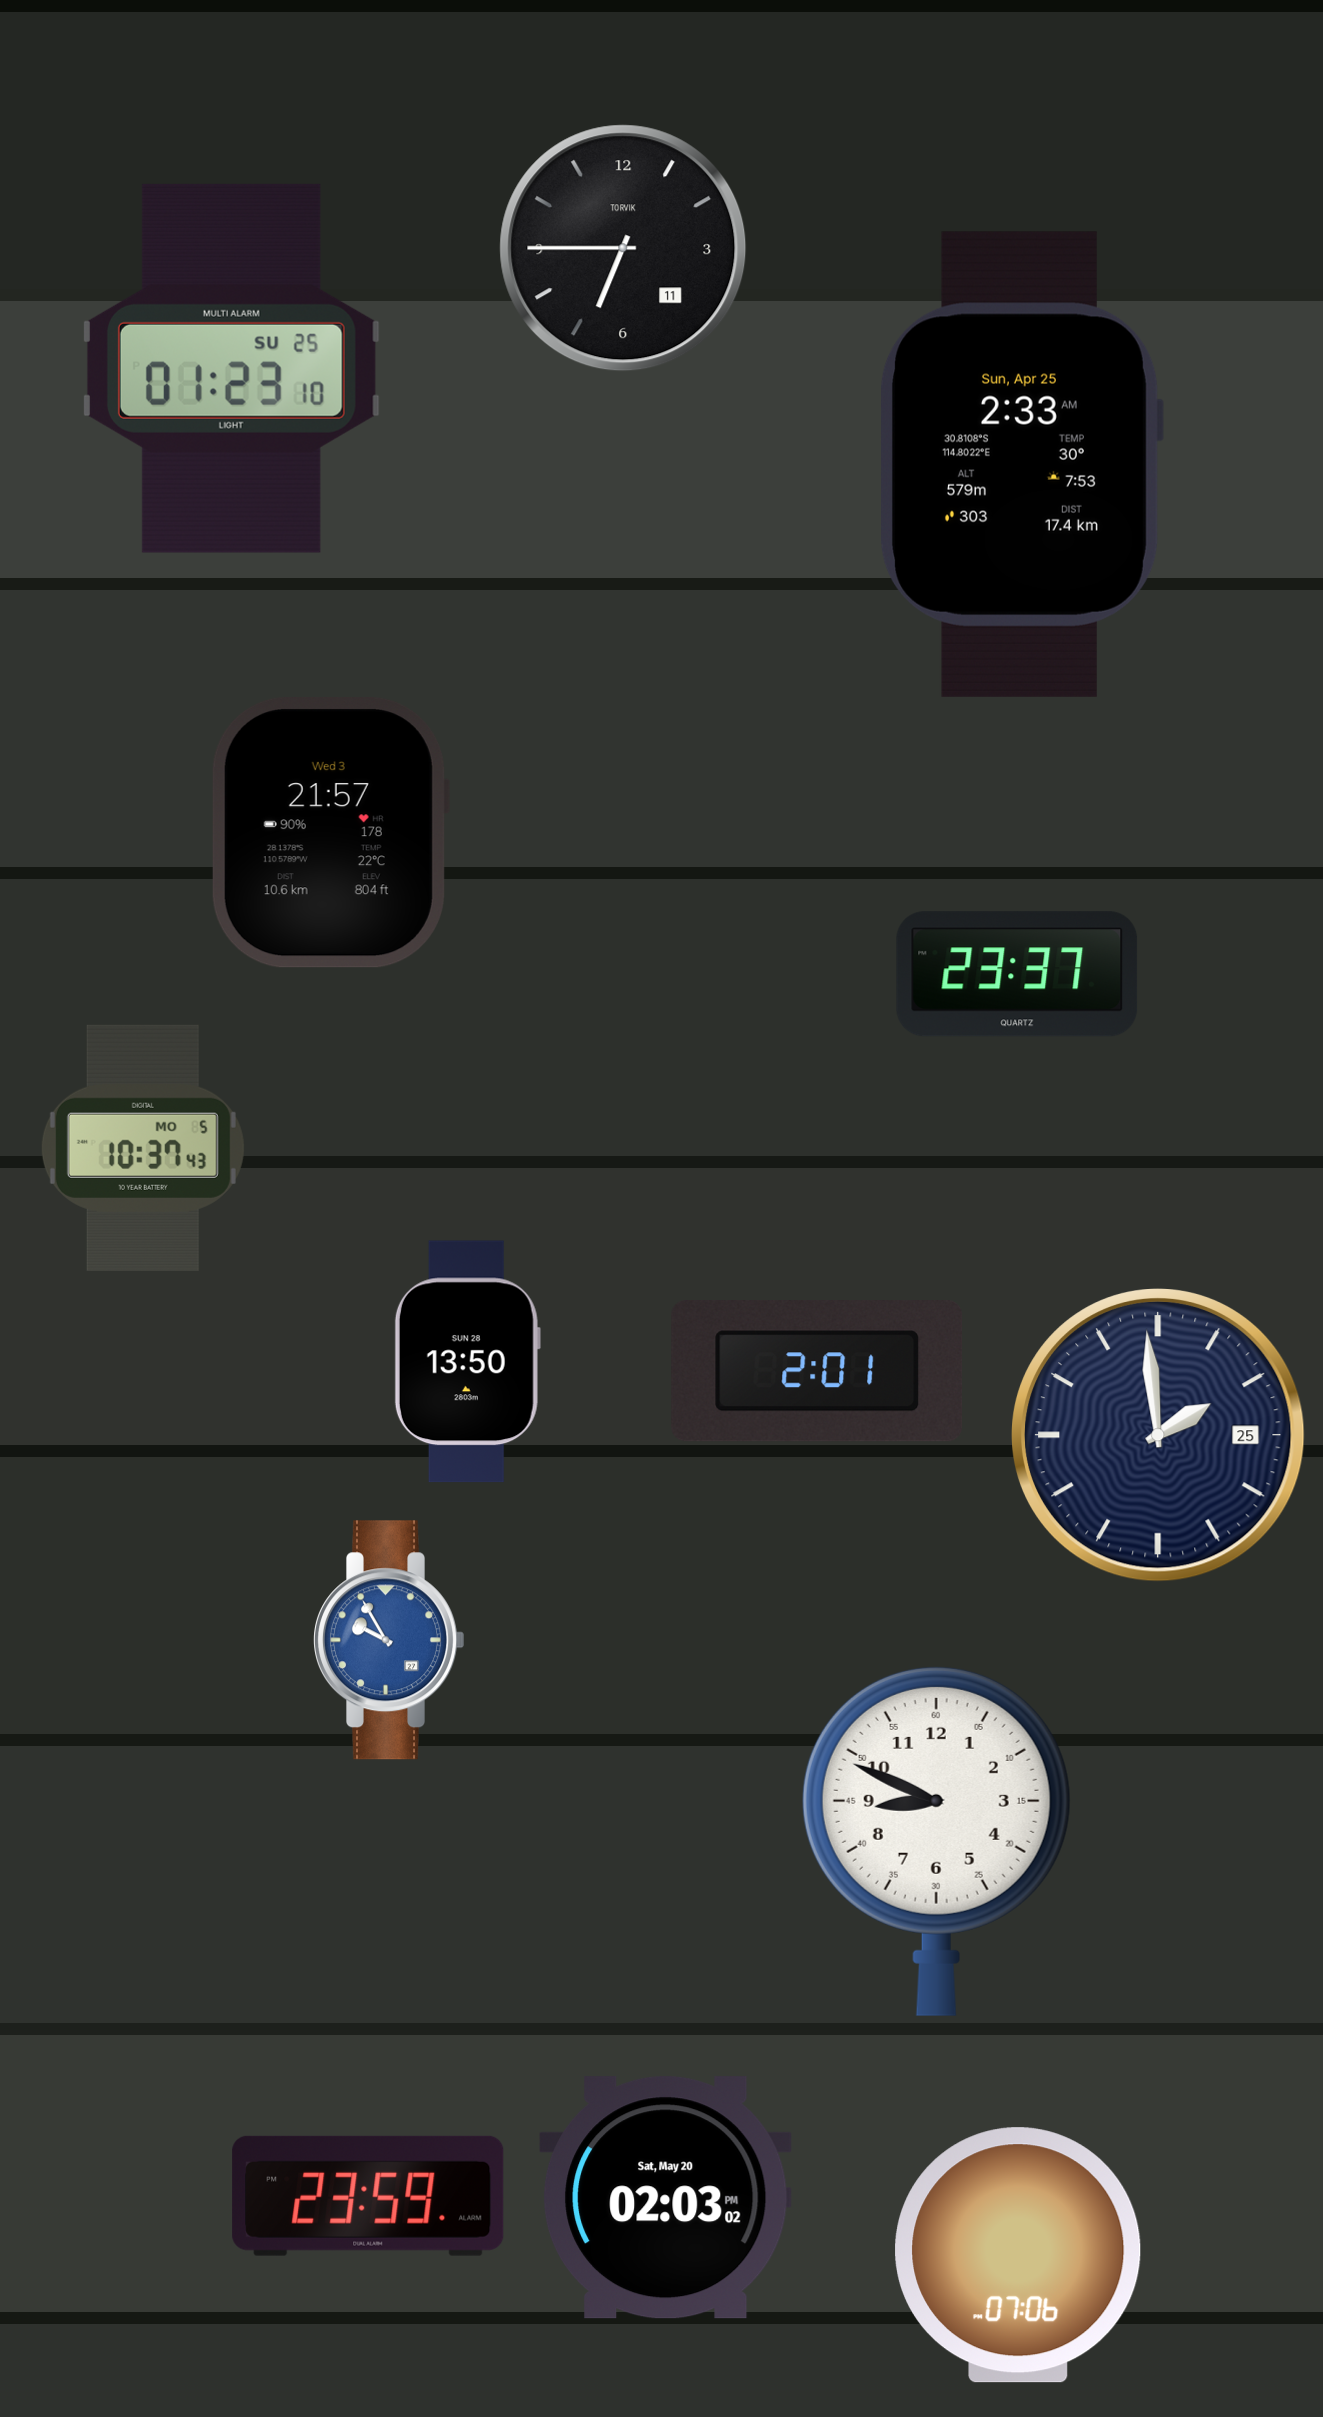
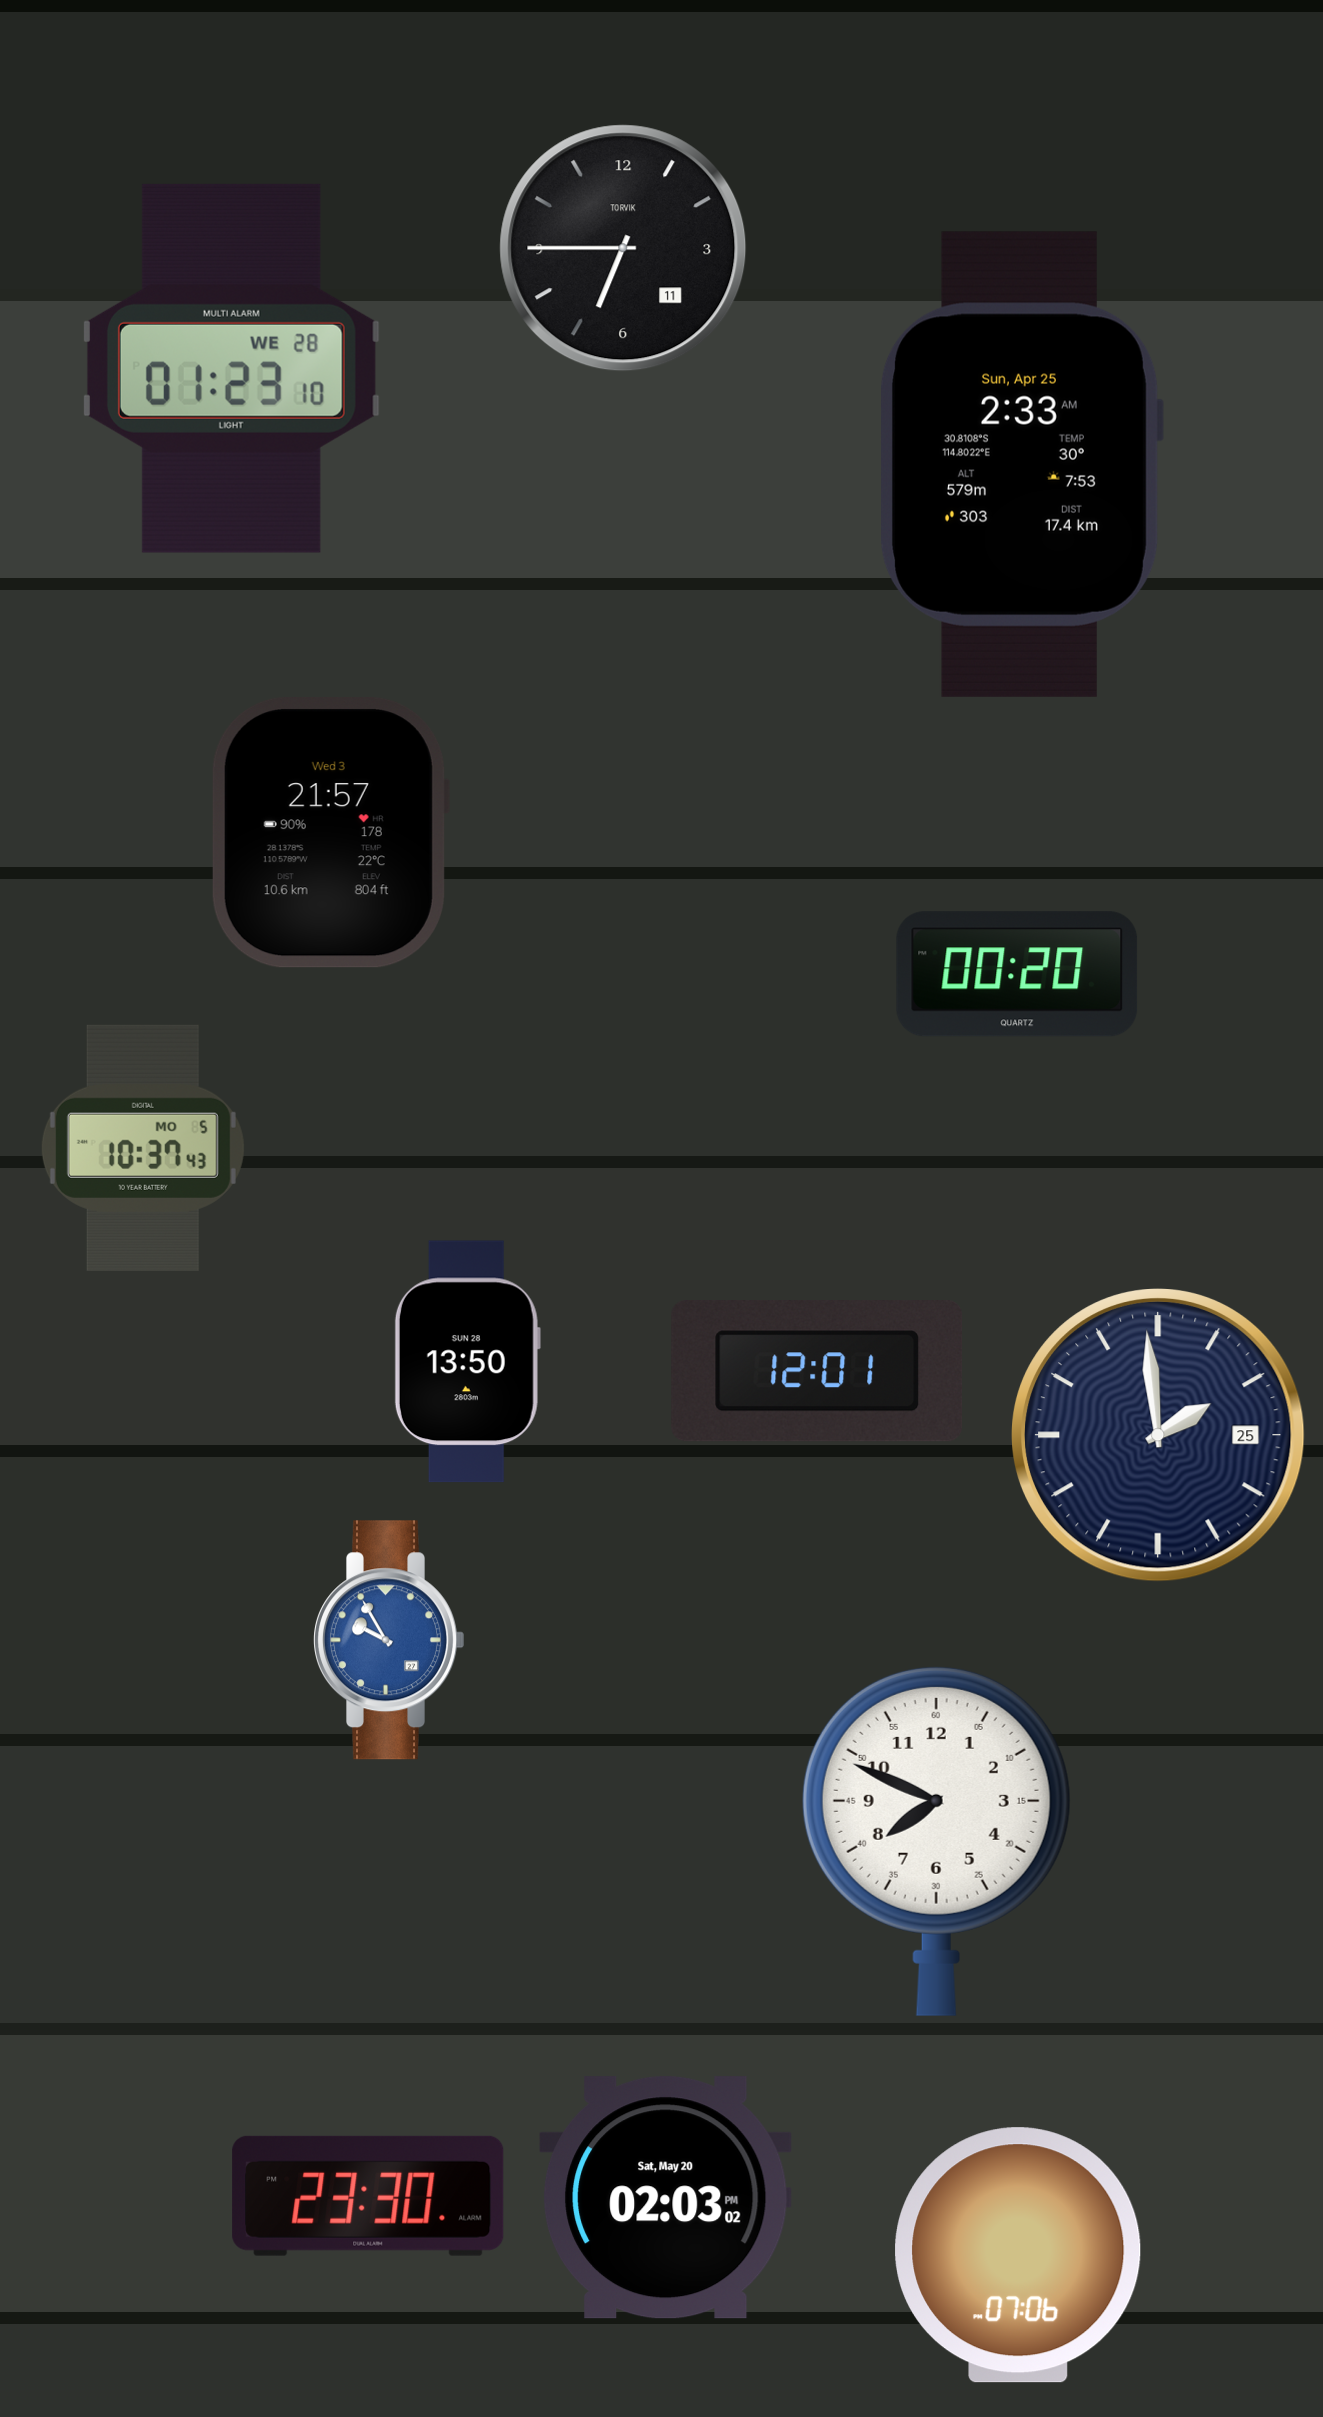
clock at (231, 368) date: SU 25 -> WE 28
clock at (1017, 974): 23:37 -> 00:20
clock at (817, 1371): 2:01 -> 12:01
clock at (936, 1841): 8:49 -> 7:49
clock at (368, 2196): 23:59 -> 23:30
